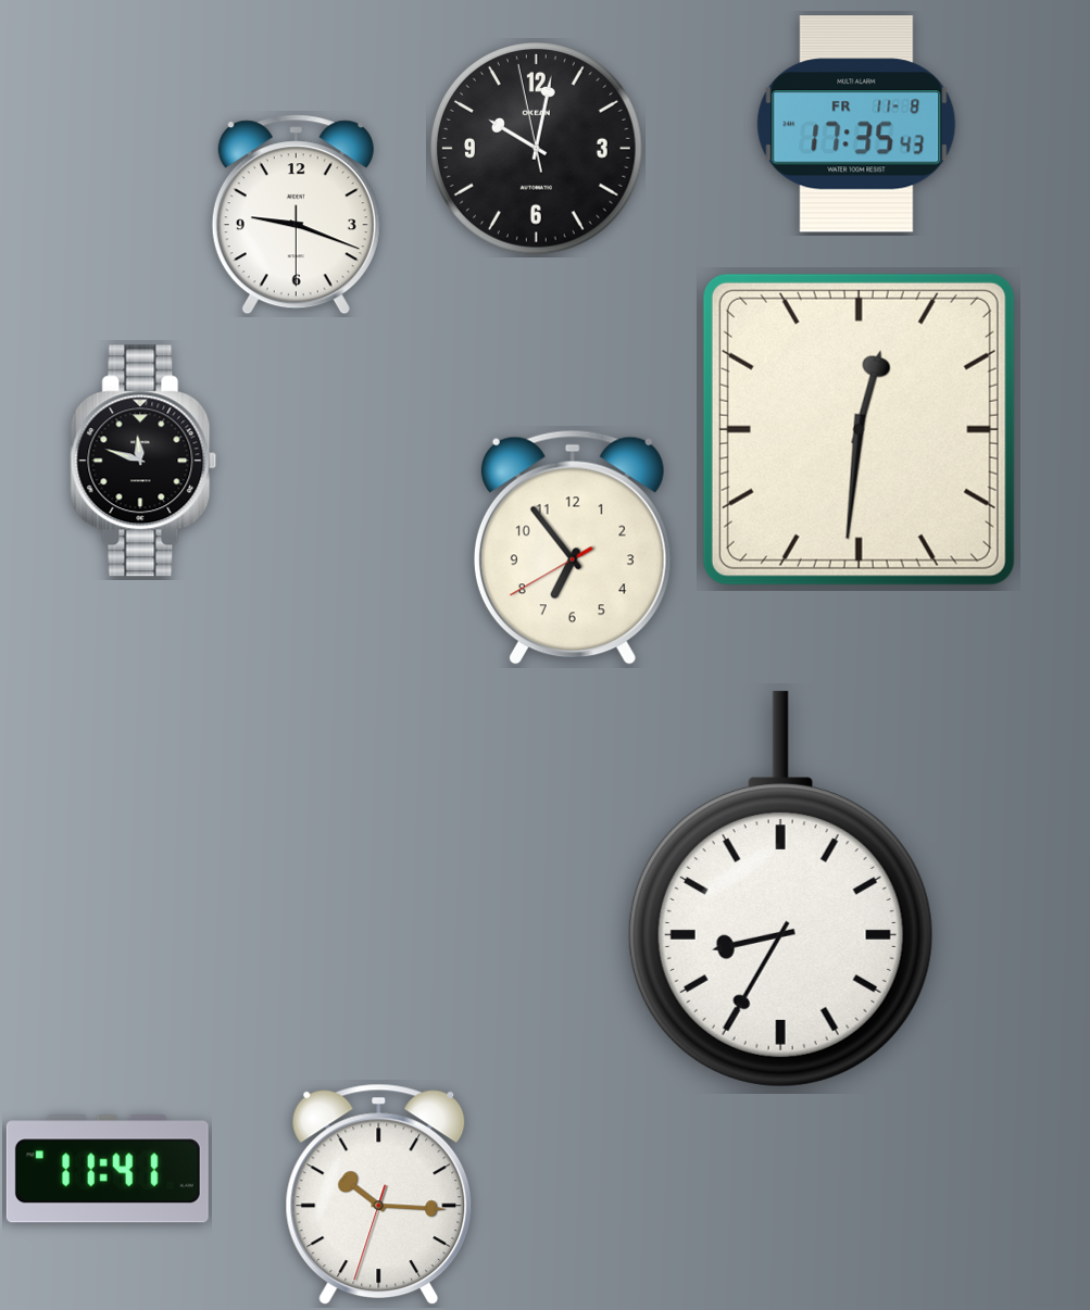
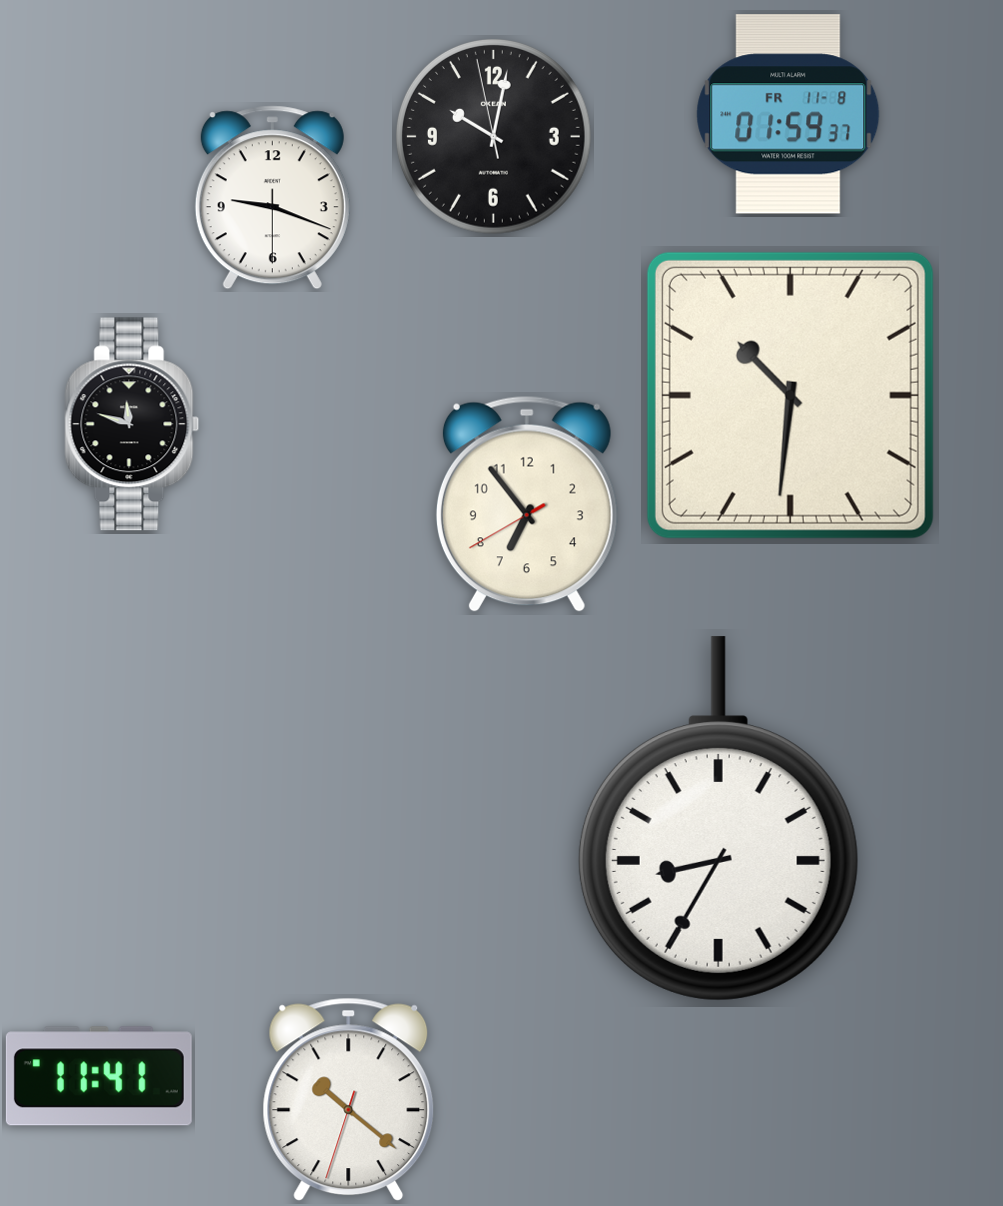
clock at (856, 124): 17:35 -> 01:59
clock at (859, 429): 12:31 -> 10:31
clock at (379, 1195): 10:15 -> 10:21
